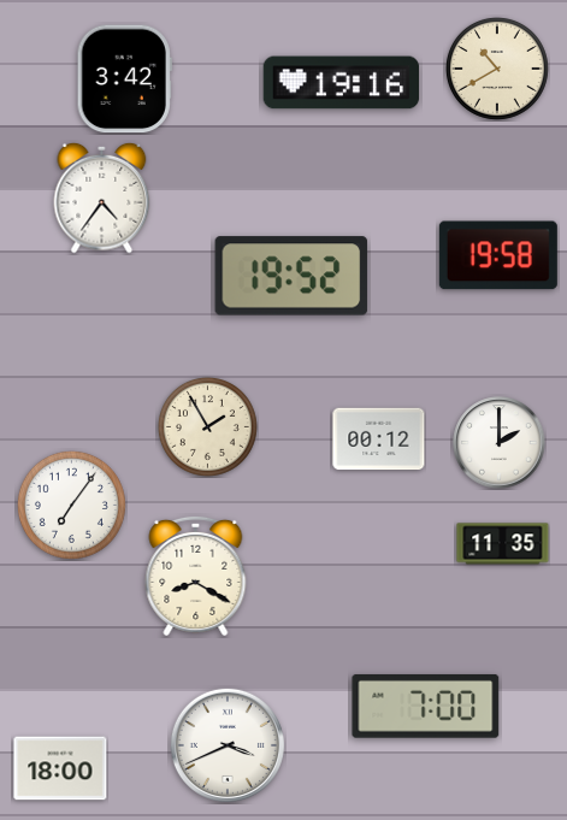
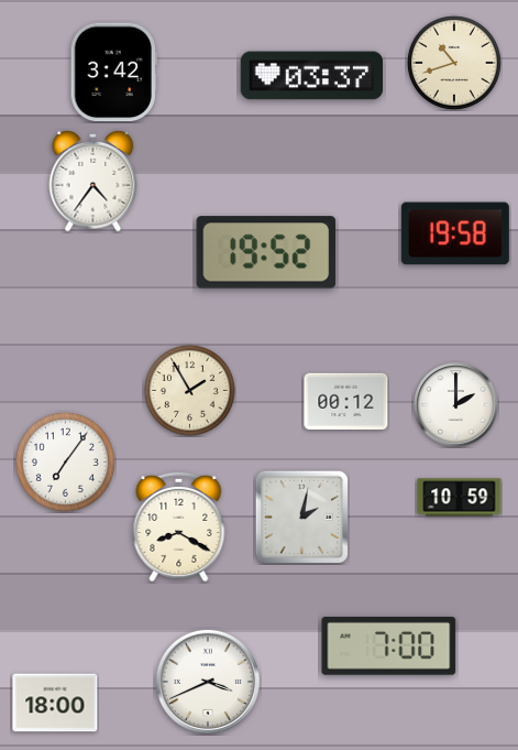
clock at (497, 69): 10:40 -> 10:42
clock at (342, 83): 19:16 -> 03:37
clock at (503, 544): 11:35 -> 10:59
clock at (301, 517): none -> 2:02
